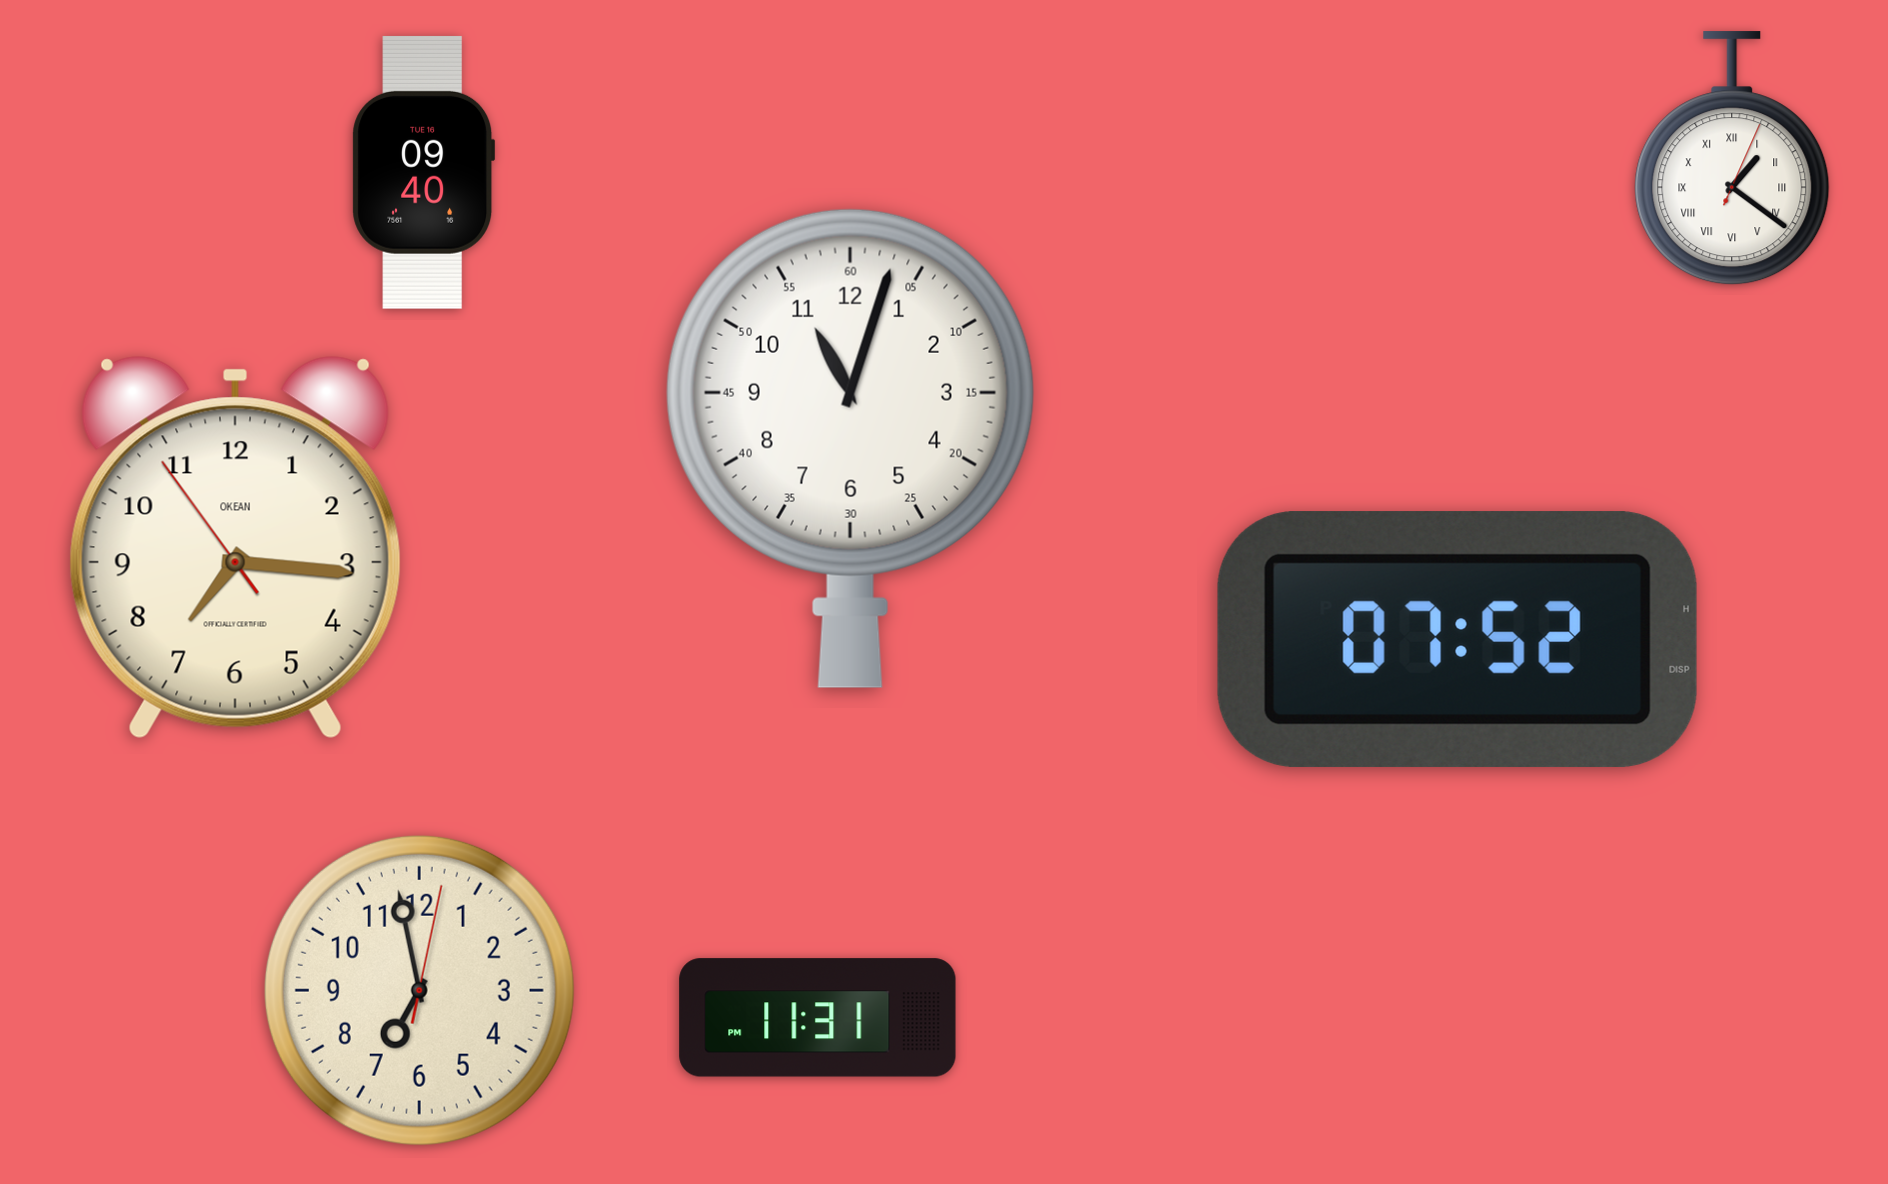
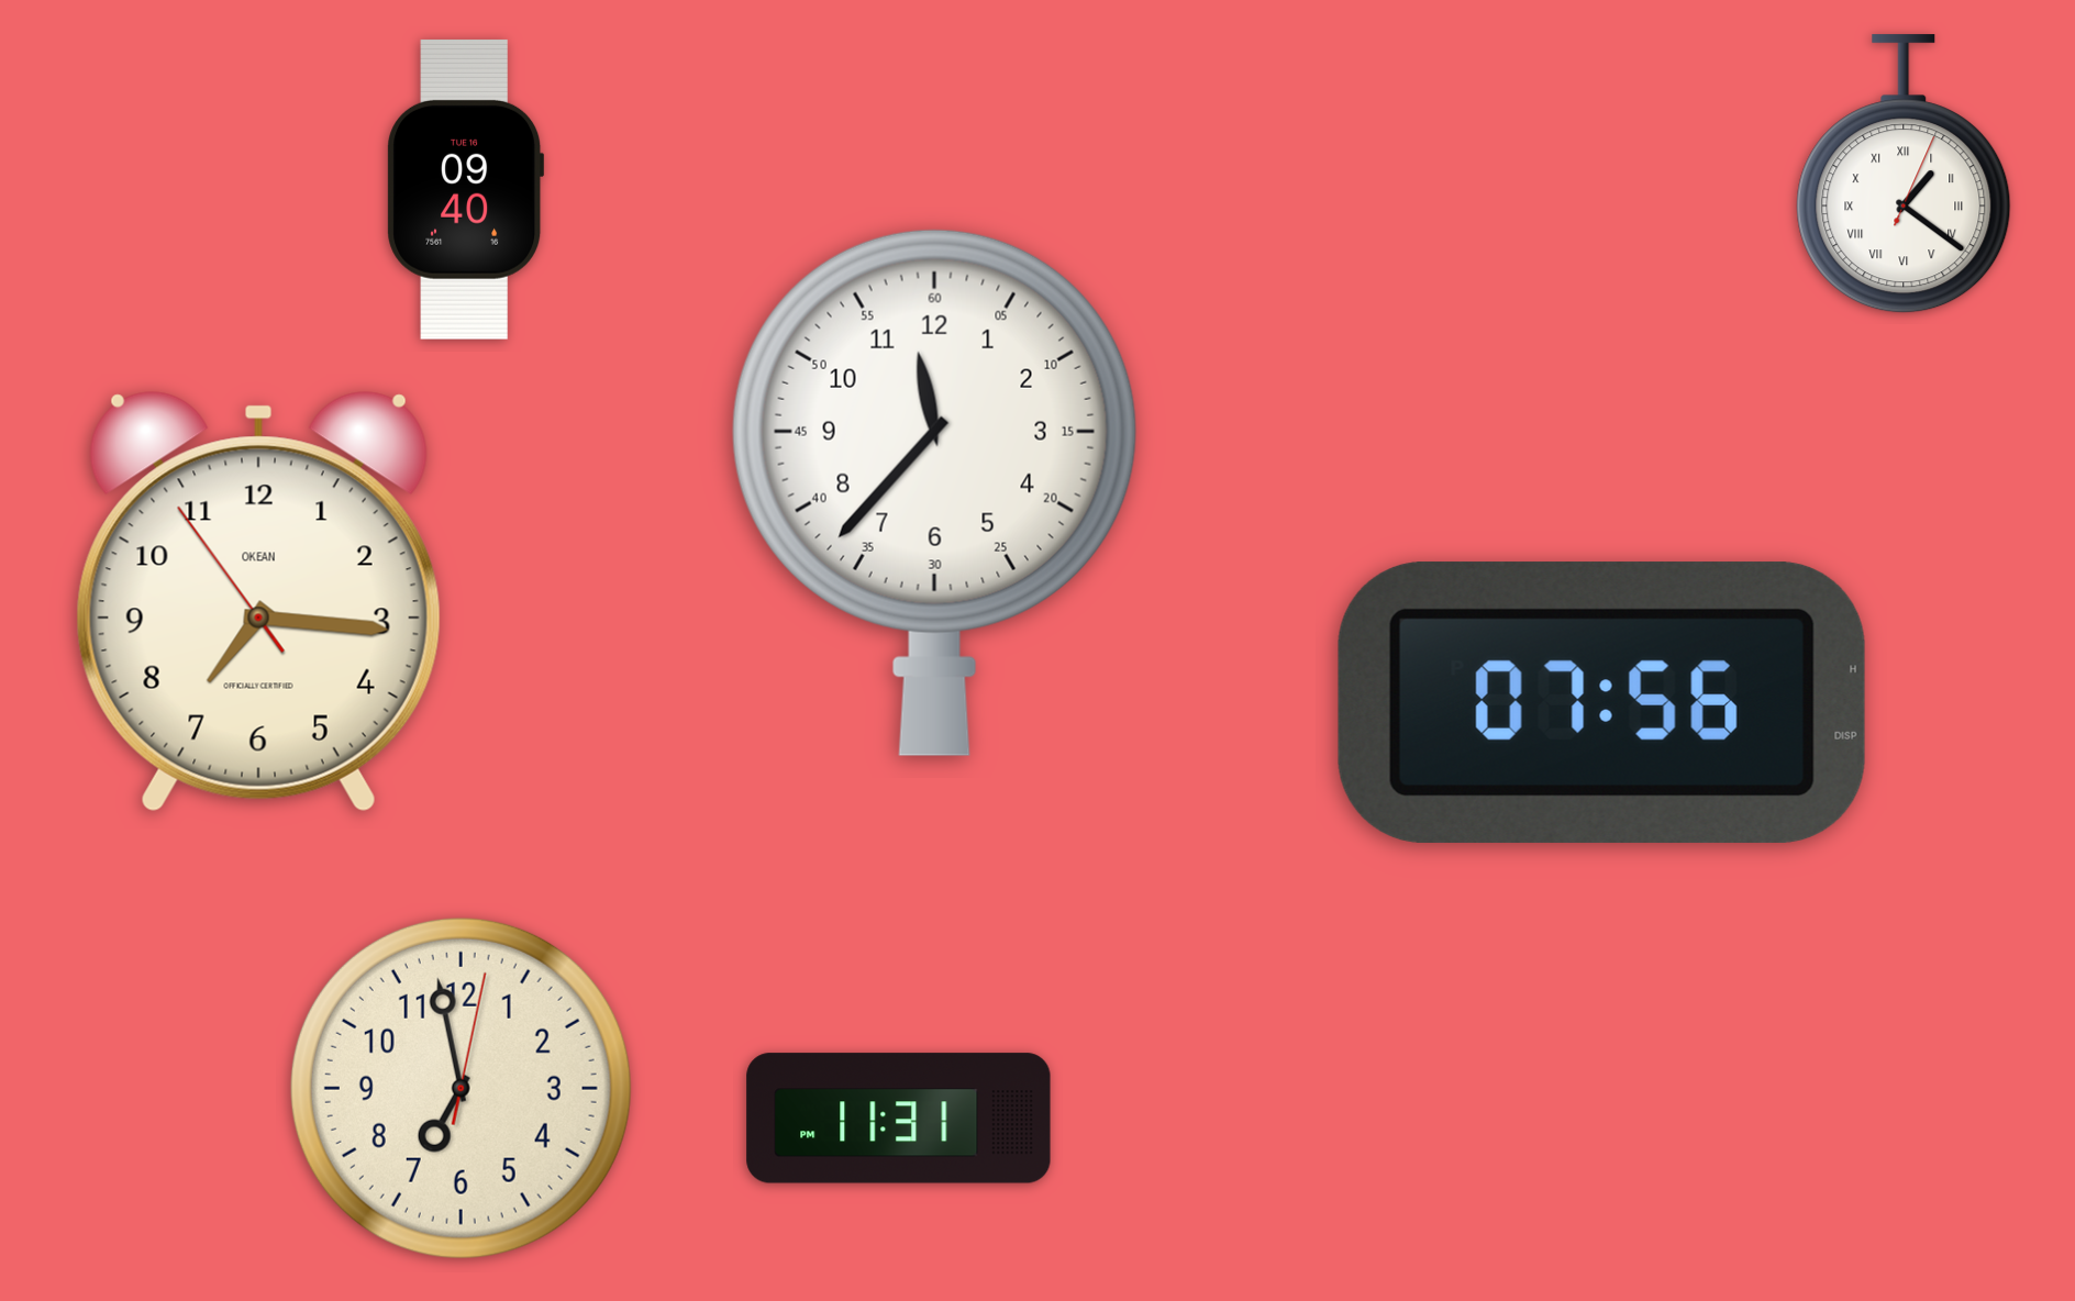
clock at (850, 448): 11:03 -> 11:37
clock at (1457, 639): 07:52 -> 07:56
